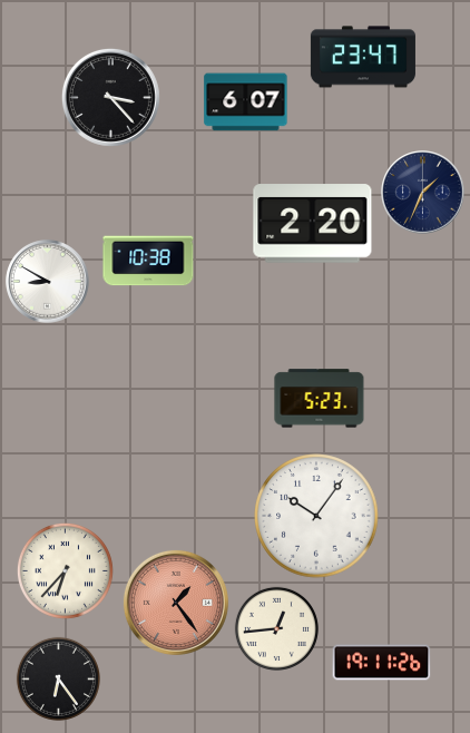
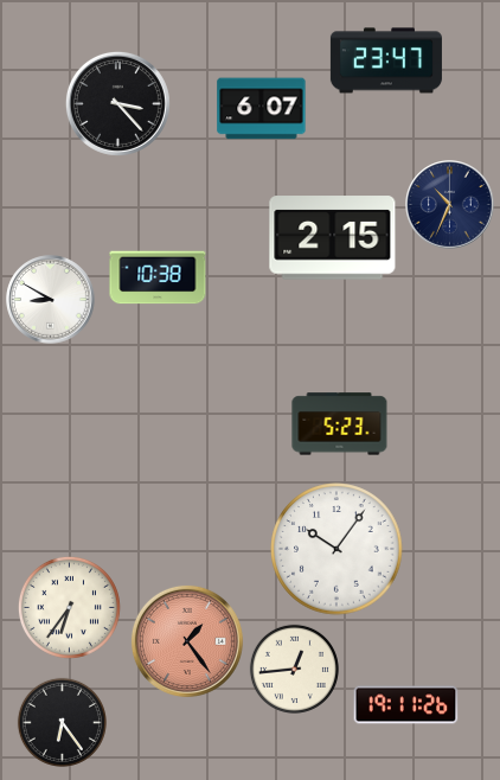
clock at (423, 193): 1:34 -> 10:34
clock at (313, 224): 2:20 -> 2:15
clock at (65, 570): 6:37 -> 6:36
